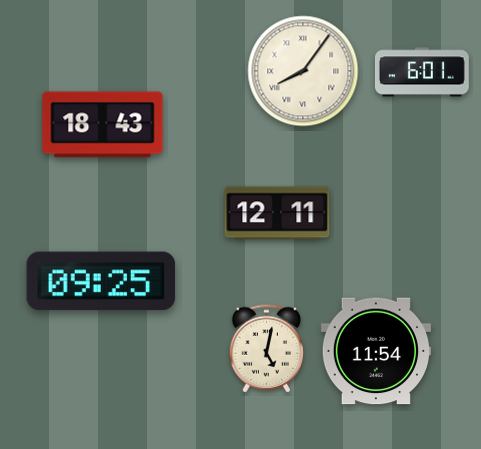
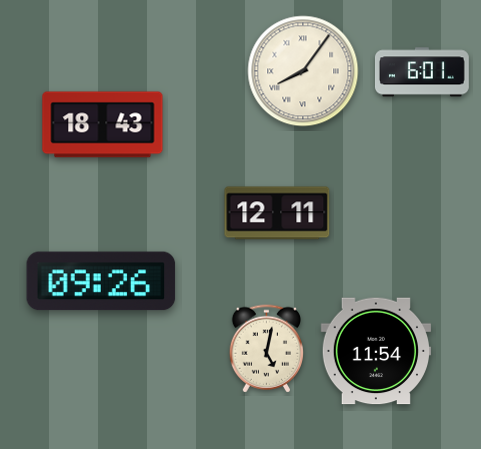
clock at (101, 281): 09:25 -> 09:26
